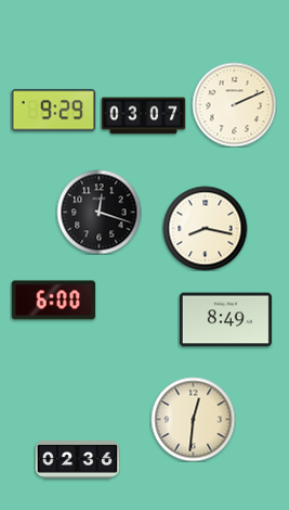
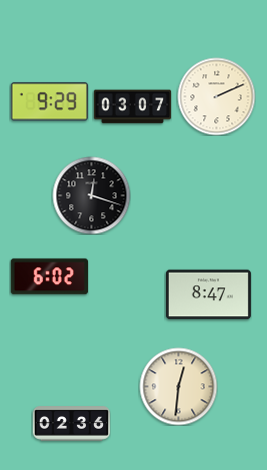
clock at (205, 228): 8:17 -> none
clock at (53, 301): 6:00 -> 6:02
clock at (225, 320): 8:49 -> 8:47
